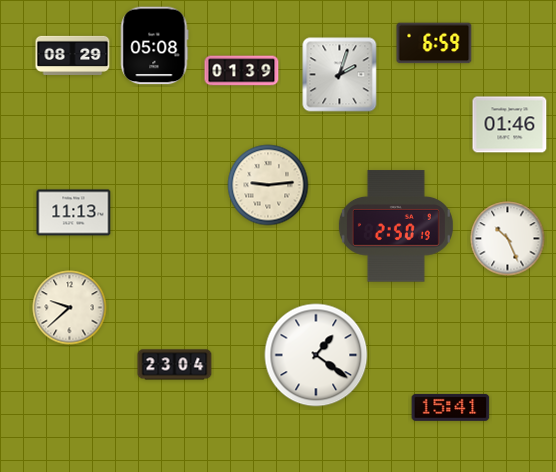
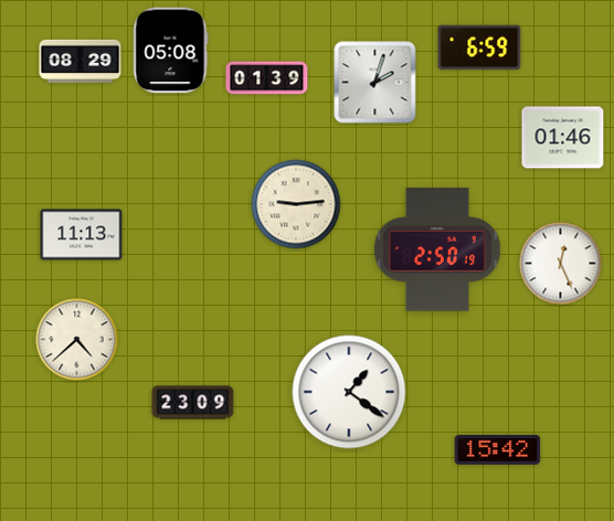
clock at (508, 239): 10:26 -> 12:26
clock at (70, 308): 9:38 -> 4:38
clock at (175, 365): 23:04 -> 23:09
clock at (451, 407): 15:41 -> 15:42
